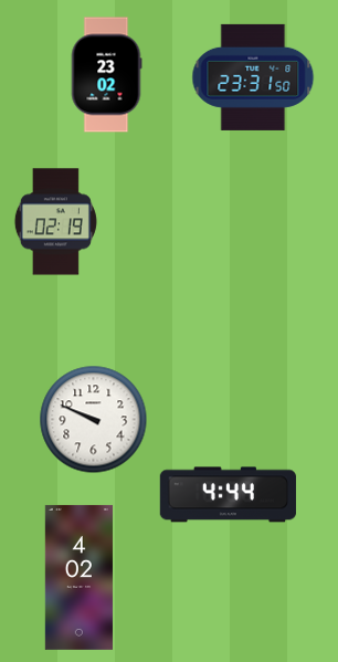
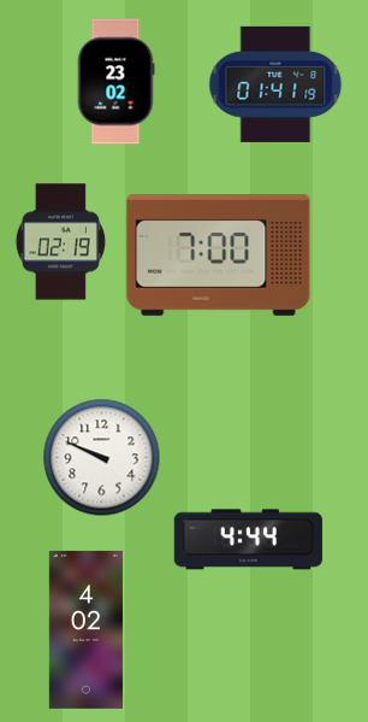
clock at (253, 77): 23:31 -> 01:41
clock at (219, 256): none -> 7:00
